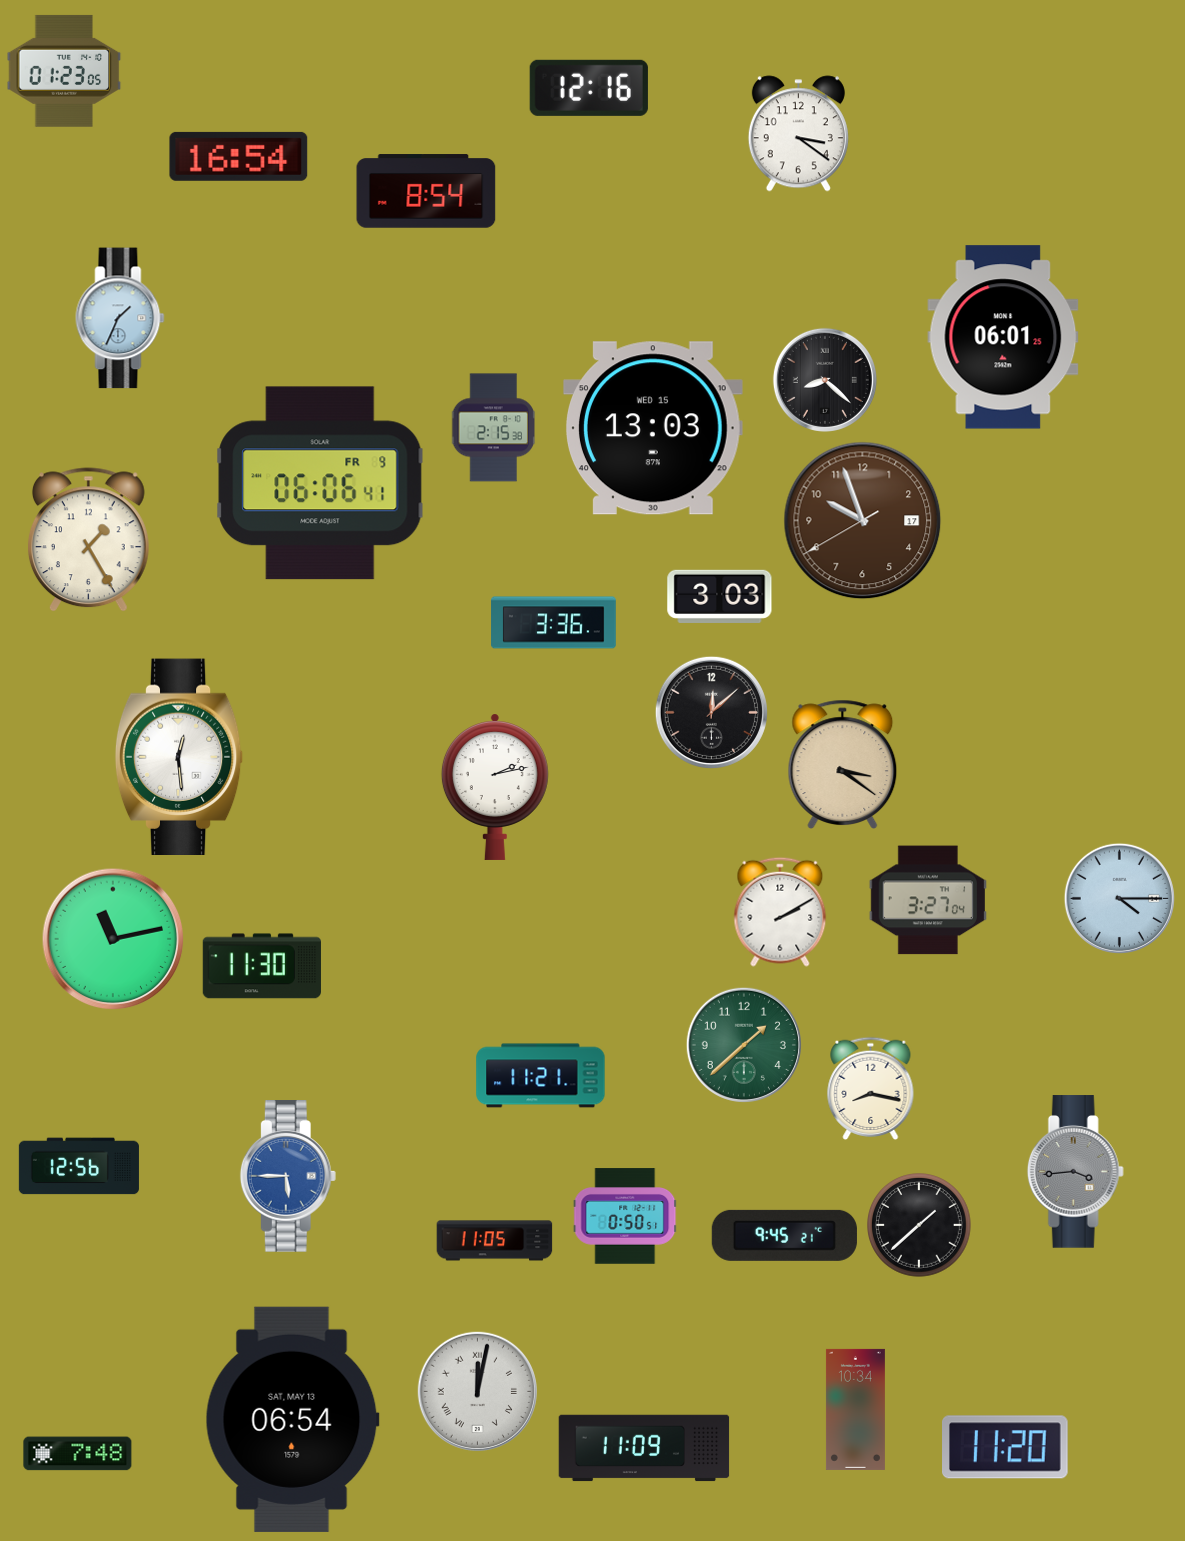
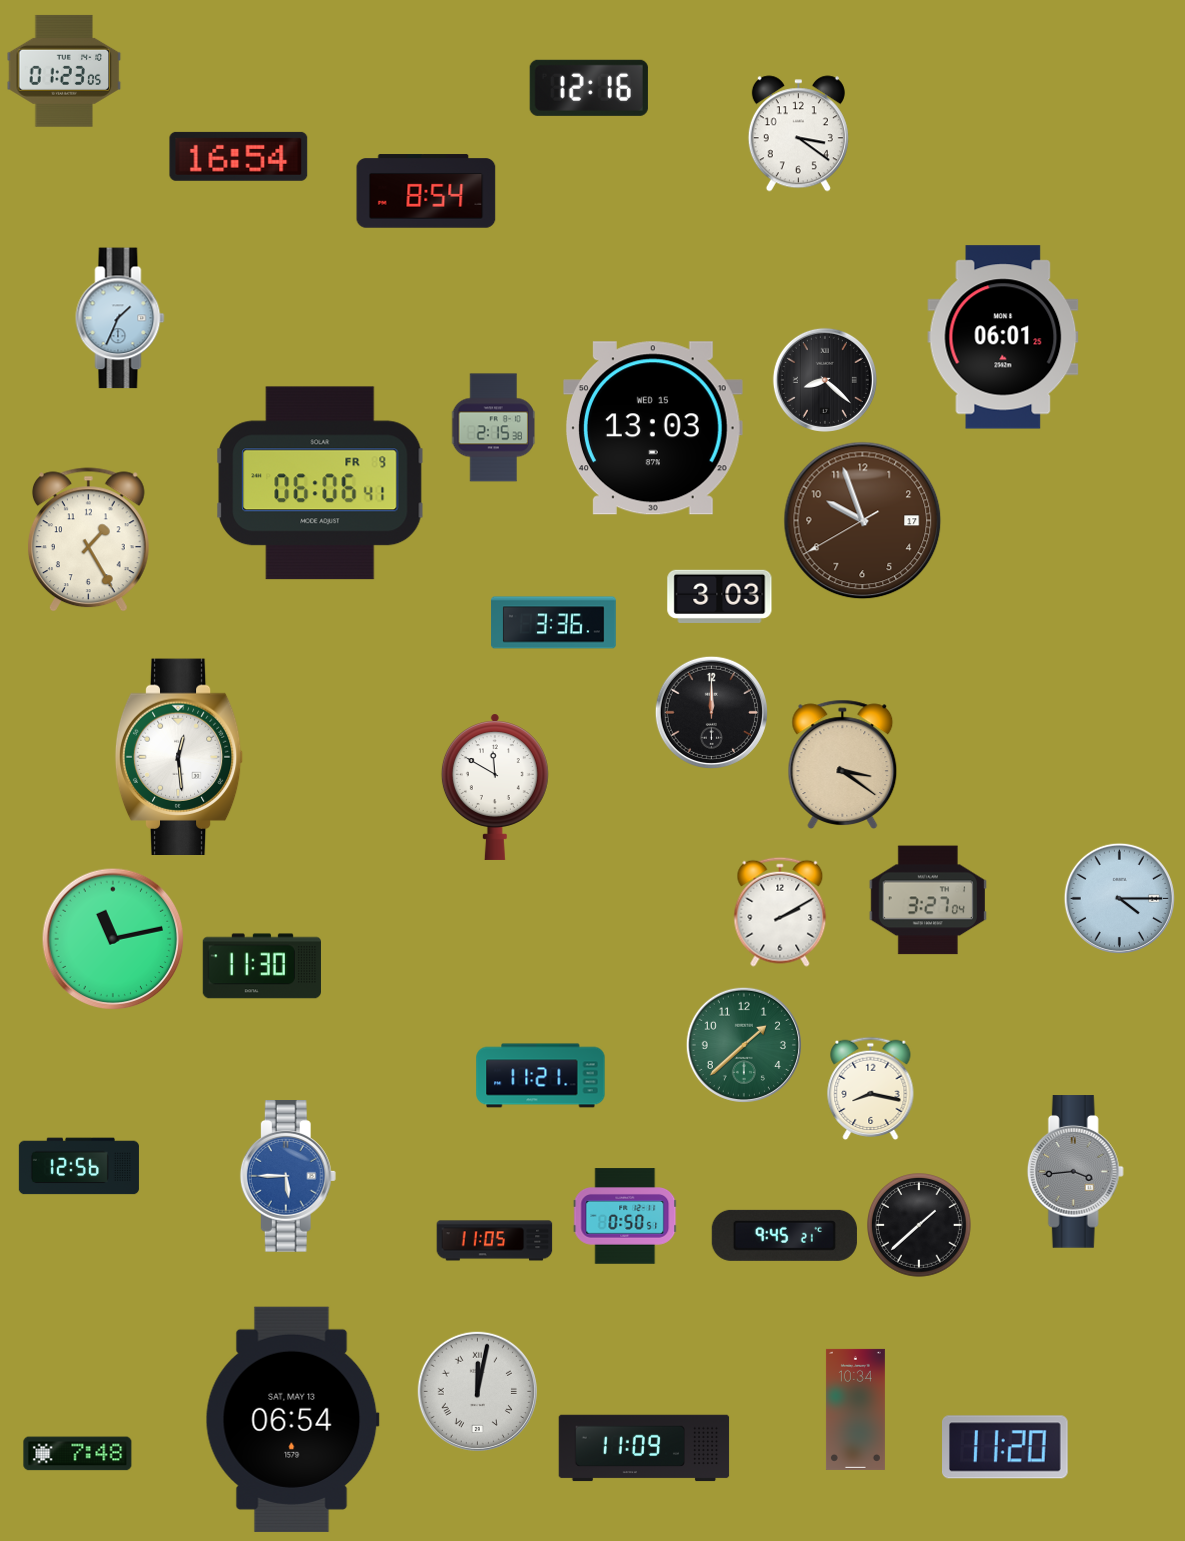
clock at (711, 712): 12:08 -> 12:00
clock at (495, 787): 2:13 -> 11:50
